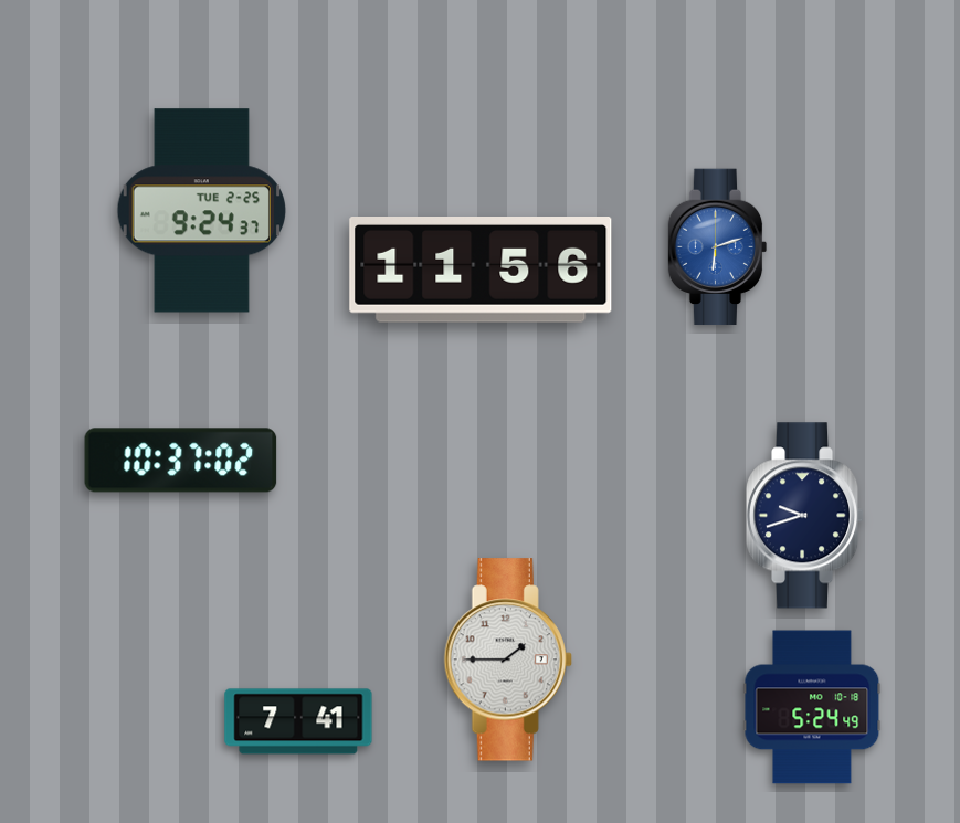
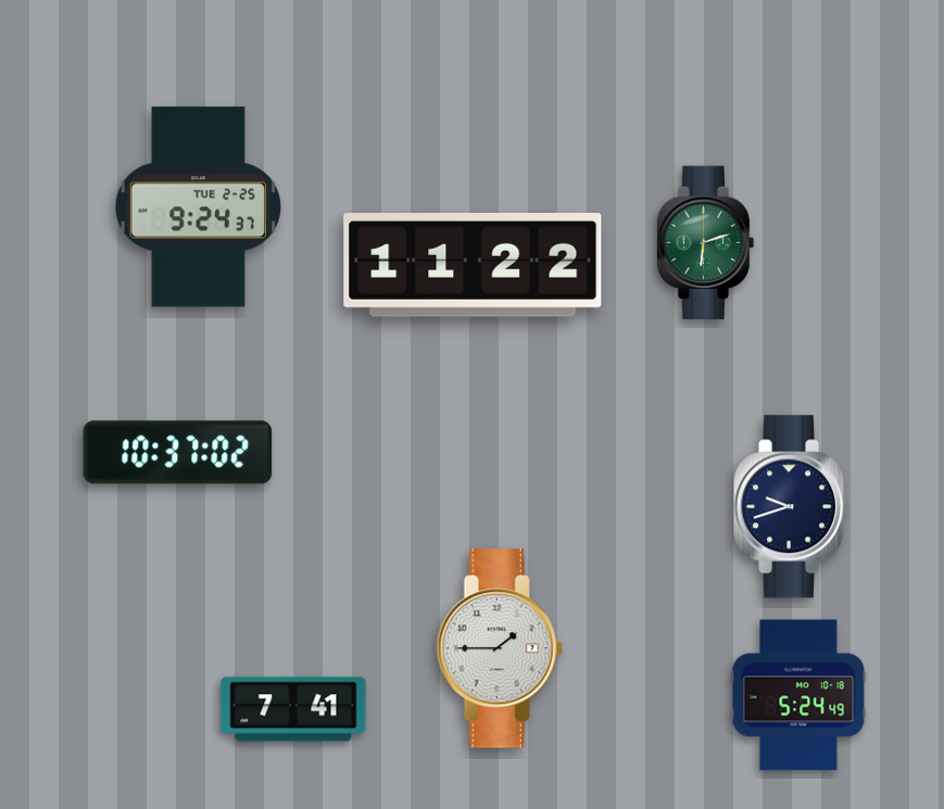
clock at (718, 247) dial: blue -> green
clock at (481, 271): 11:56 -> 11:22
